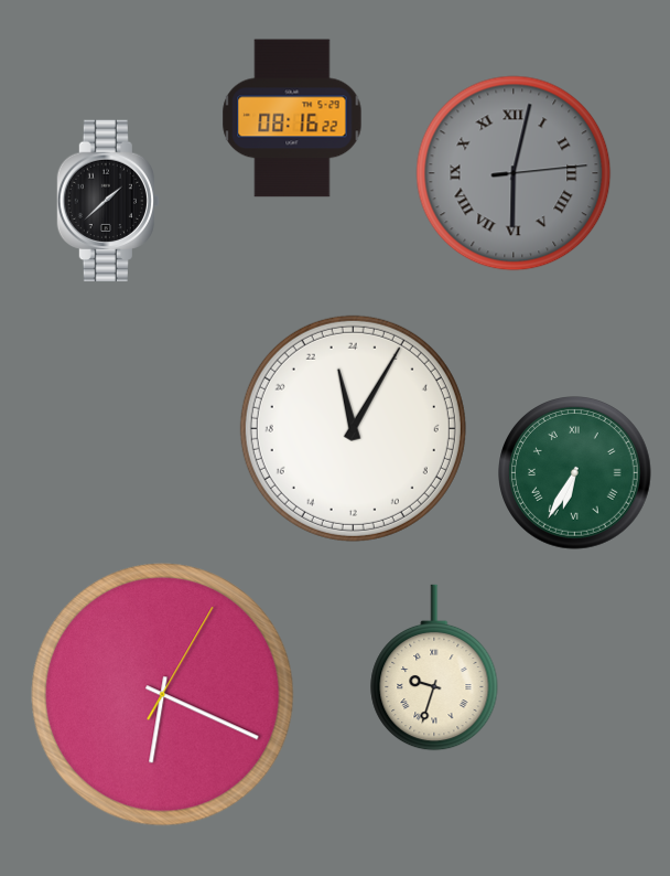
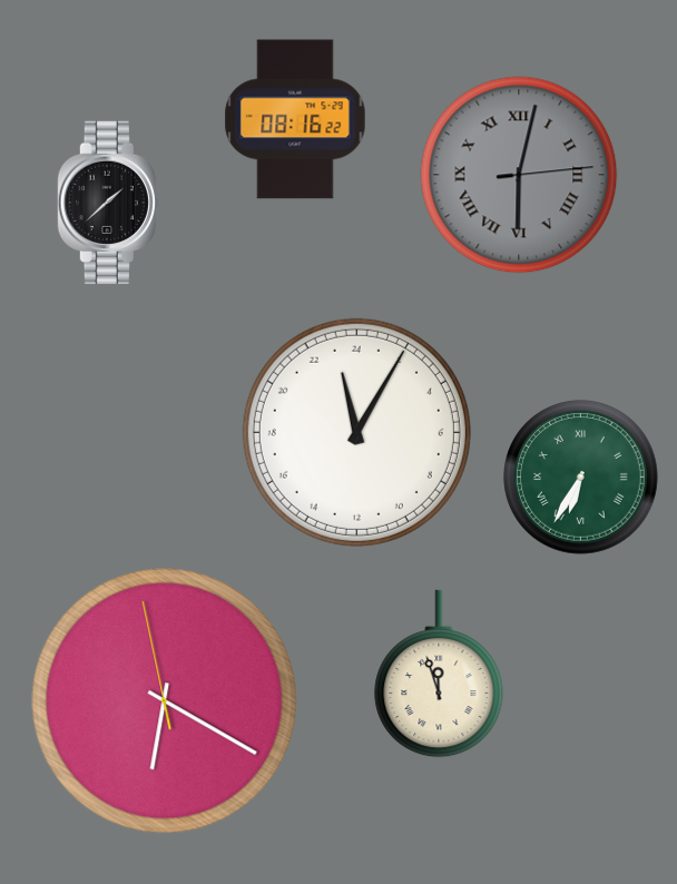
clock at (434, 667): 9:33 -> 11:57
clock at (163, 695): 6:19:05 -> 6:19:58
